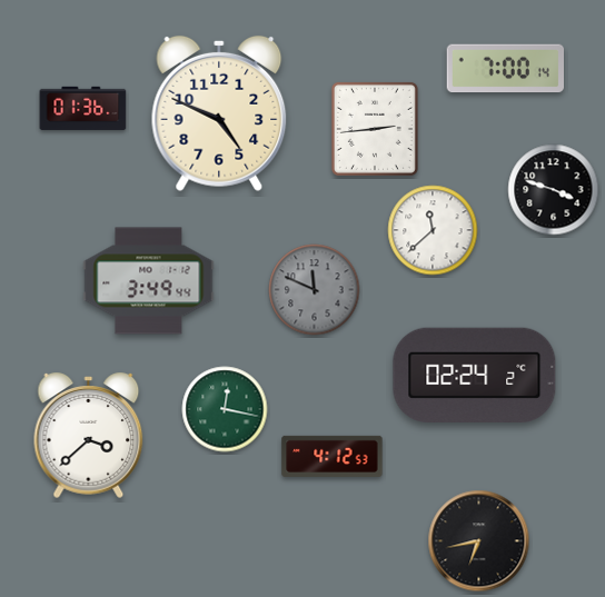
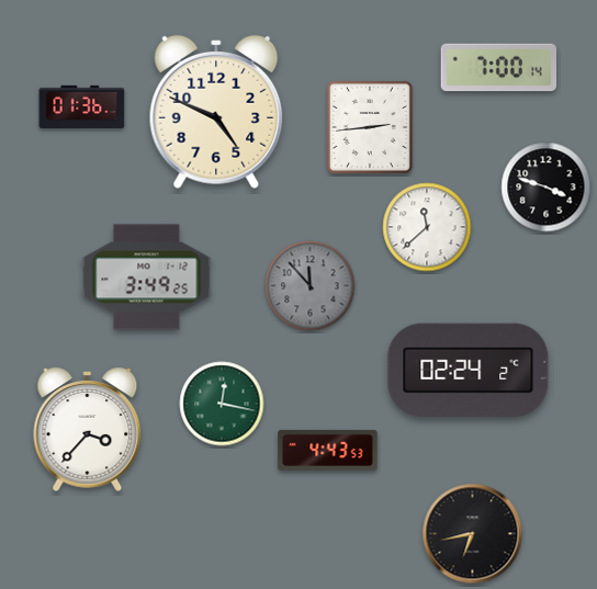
clock at (149, 281): 3:49:44 -> 3:49:25
clock at (315, 290): 11:49 -> 11:53
clock at (89, 435): 3:38 -> 3:37
clock at (333, 456): 4:12 -> 4:43
